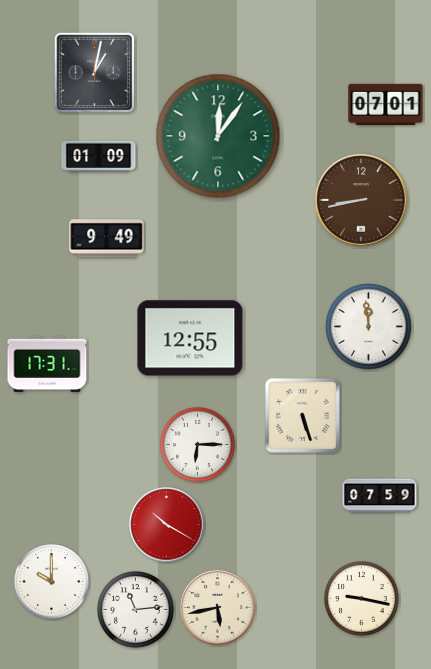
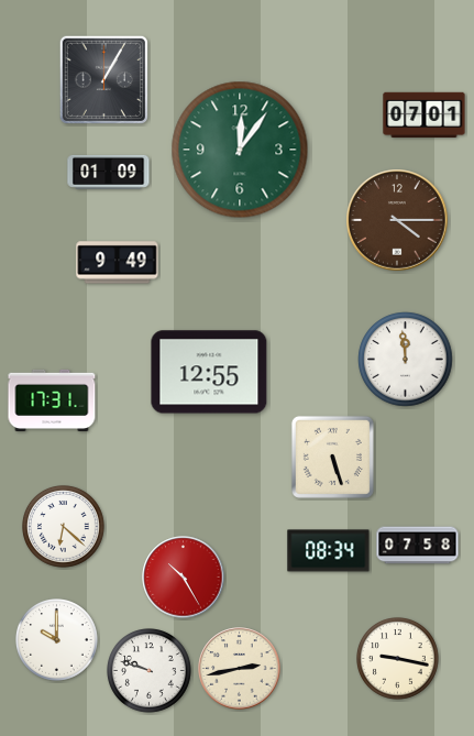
clock at (94, 72): 1:02 -> 1:05
clock at (361, 200): 8:43 -> 4:15
clock at (198, 445): 6:15 -> none
clock at (64, 527): none -> 6:22
clock at (380, 496): 07:59 -> 07:58
clock at (329, 551): none -> 08:34
clock at (167, 525): 10:20 -> 10:25
clock at (218, 608): 5:43 -> 2:43
clock at (136, 610): 11:14 -> 9:48
